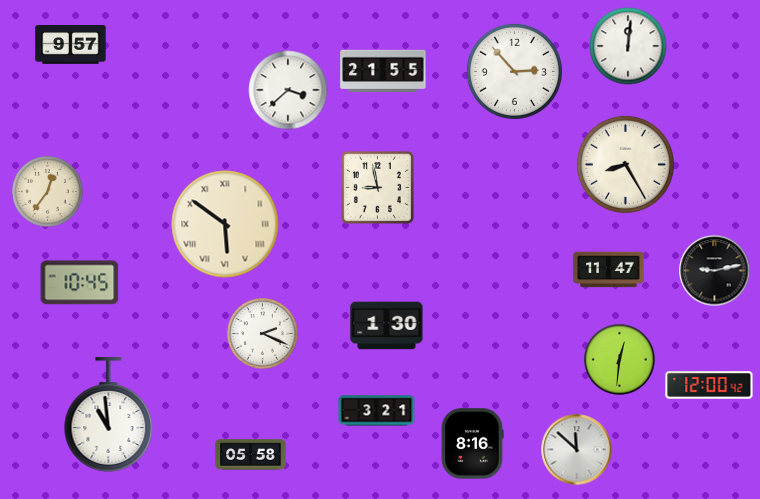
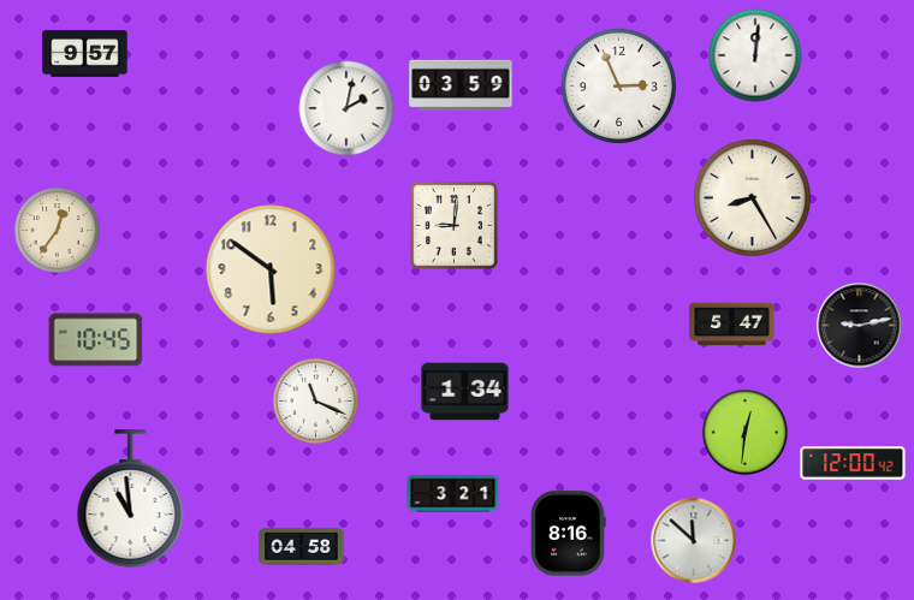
clock at (383, 71): 21:55 -> 03:59
clock at (514, 71): 2:53 -> 2:56
clock at (288, 90): 3:38 -> 2:02
clock at (377, 187): 8:58 -> 9:01
clock at (225, 224) numerals: Roman -> Arabic
clock at (609, 270): 11:47 -> 5:47
clock at (387, 326): 1:30 -> 1:34
clock at (262, 333): 2:19 -> 11:19
clock at (251, 455): 05:58 -> 04:58
